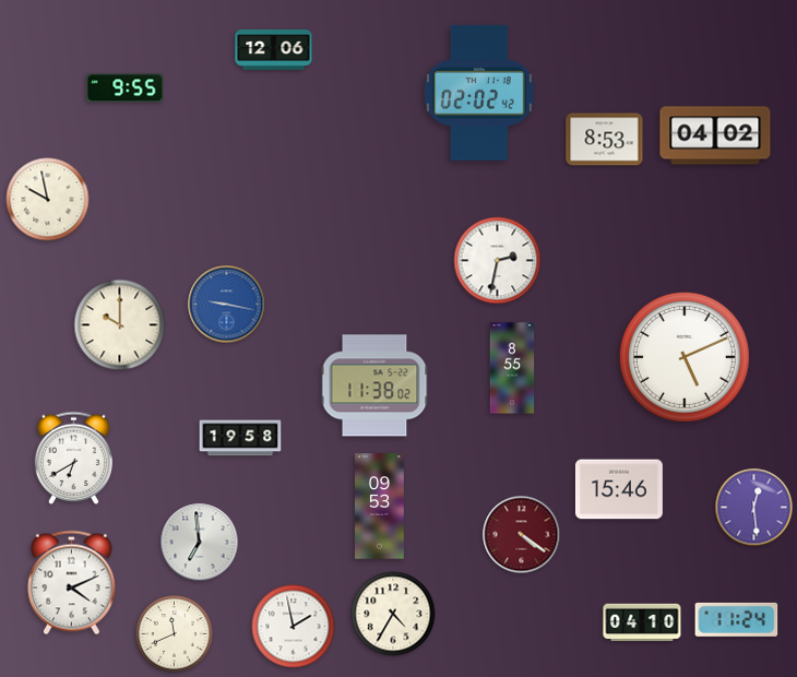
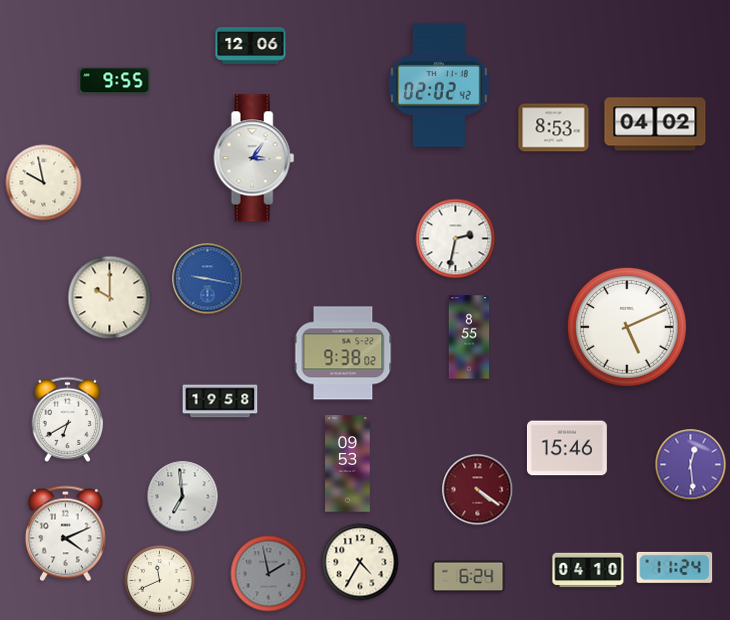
clock at (254, 158): none -> 3:06
clock at (374, 385): 11:38 -> 9:38
clock at (294, 627) dial: white -> grey
clock at (469, 577): none -> 6:24
